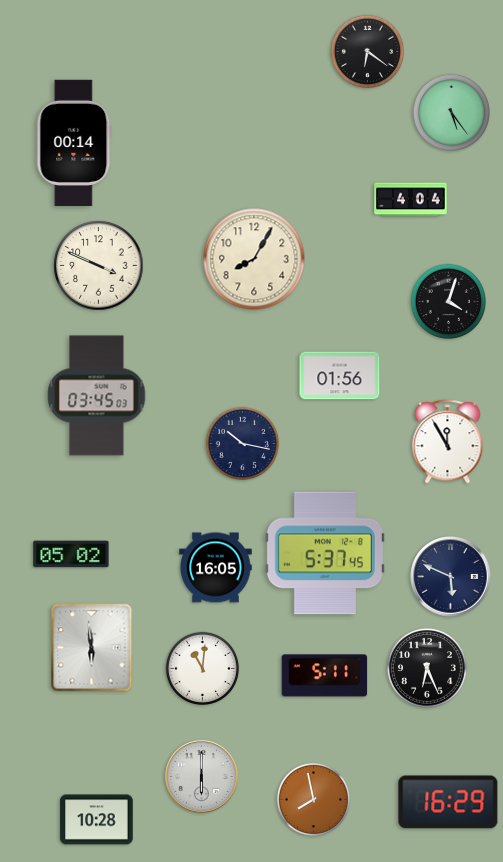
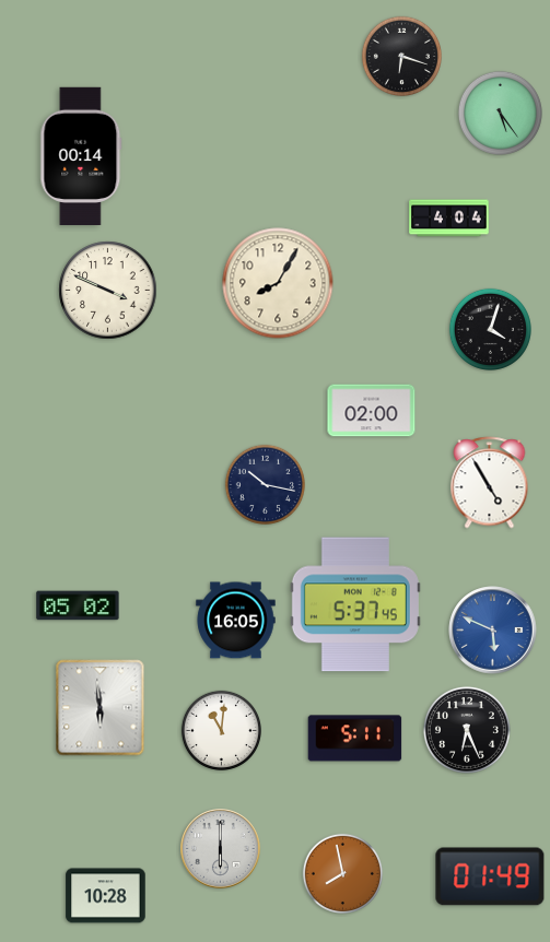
clock at (367, 51): 6:21 -> 6:18
clock at (451, 112) position: (451, 112) -> (500, 113)
clock at (340, 376): 01:56 -> 02:00
clock at (97, 396): 03:45 -> none
clock at (448, 442): 11:55 -> 4:55
clock at (451, 577) dial: navy -> blue
clock at (448, 802): 16:29 -> 01:49
